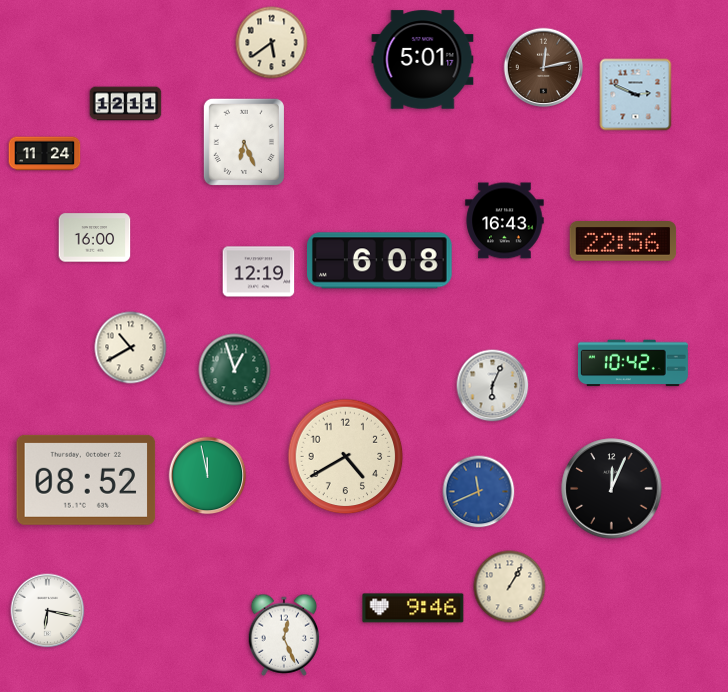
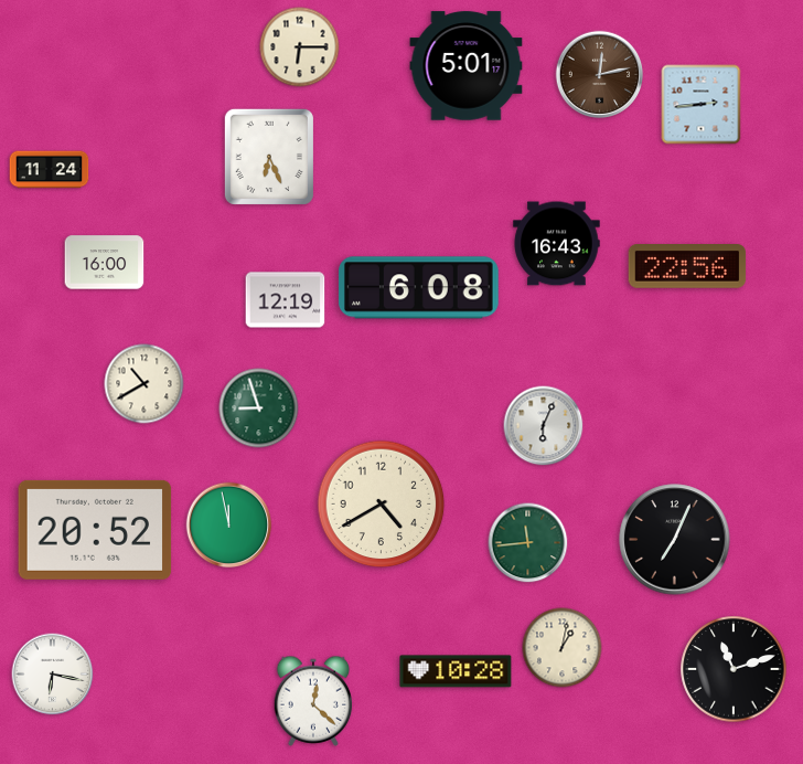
clock at (272, 43): 5:39 -> 6:15
clock at (636, 95): 2:49 -> 2:44
clock at (126, 104): 12:11 -> none
clock at (633, 363): 10:42 -> none
clock at (235, 370): 12:57 -> 8:57
clock at (86, 480): 08:52 -> 20:52
clock at (612, 489): 12:04 -> 7:04
clock at (479, 492): 11:41 -> 11:44
clock at (479, 492) dial: blue -> green
clock at (510, 587): 1:05 -> 1:02
clock at (734, 669): none -> 11:12
clock at (413, 608): 9:46 -> 10:28
clock at (284, 635): 12:26 -> 12:22
